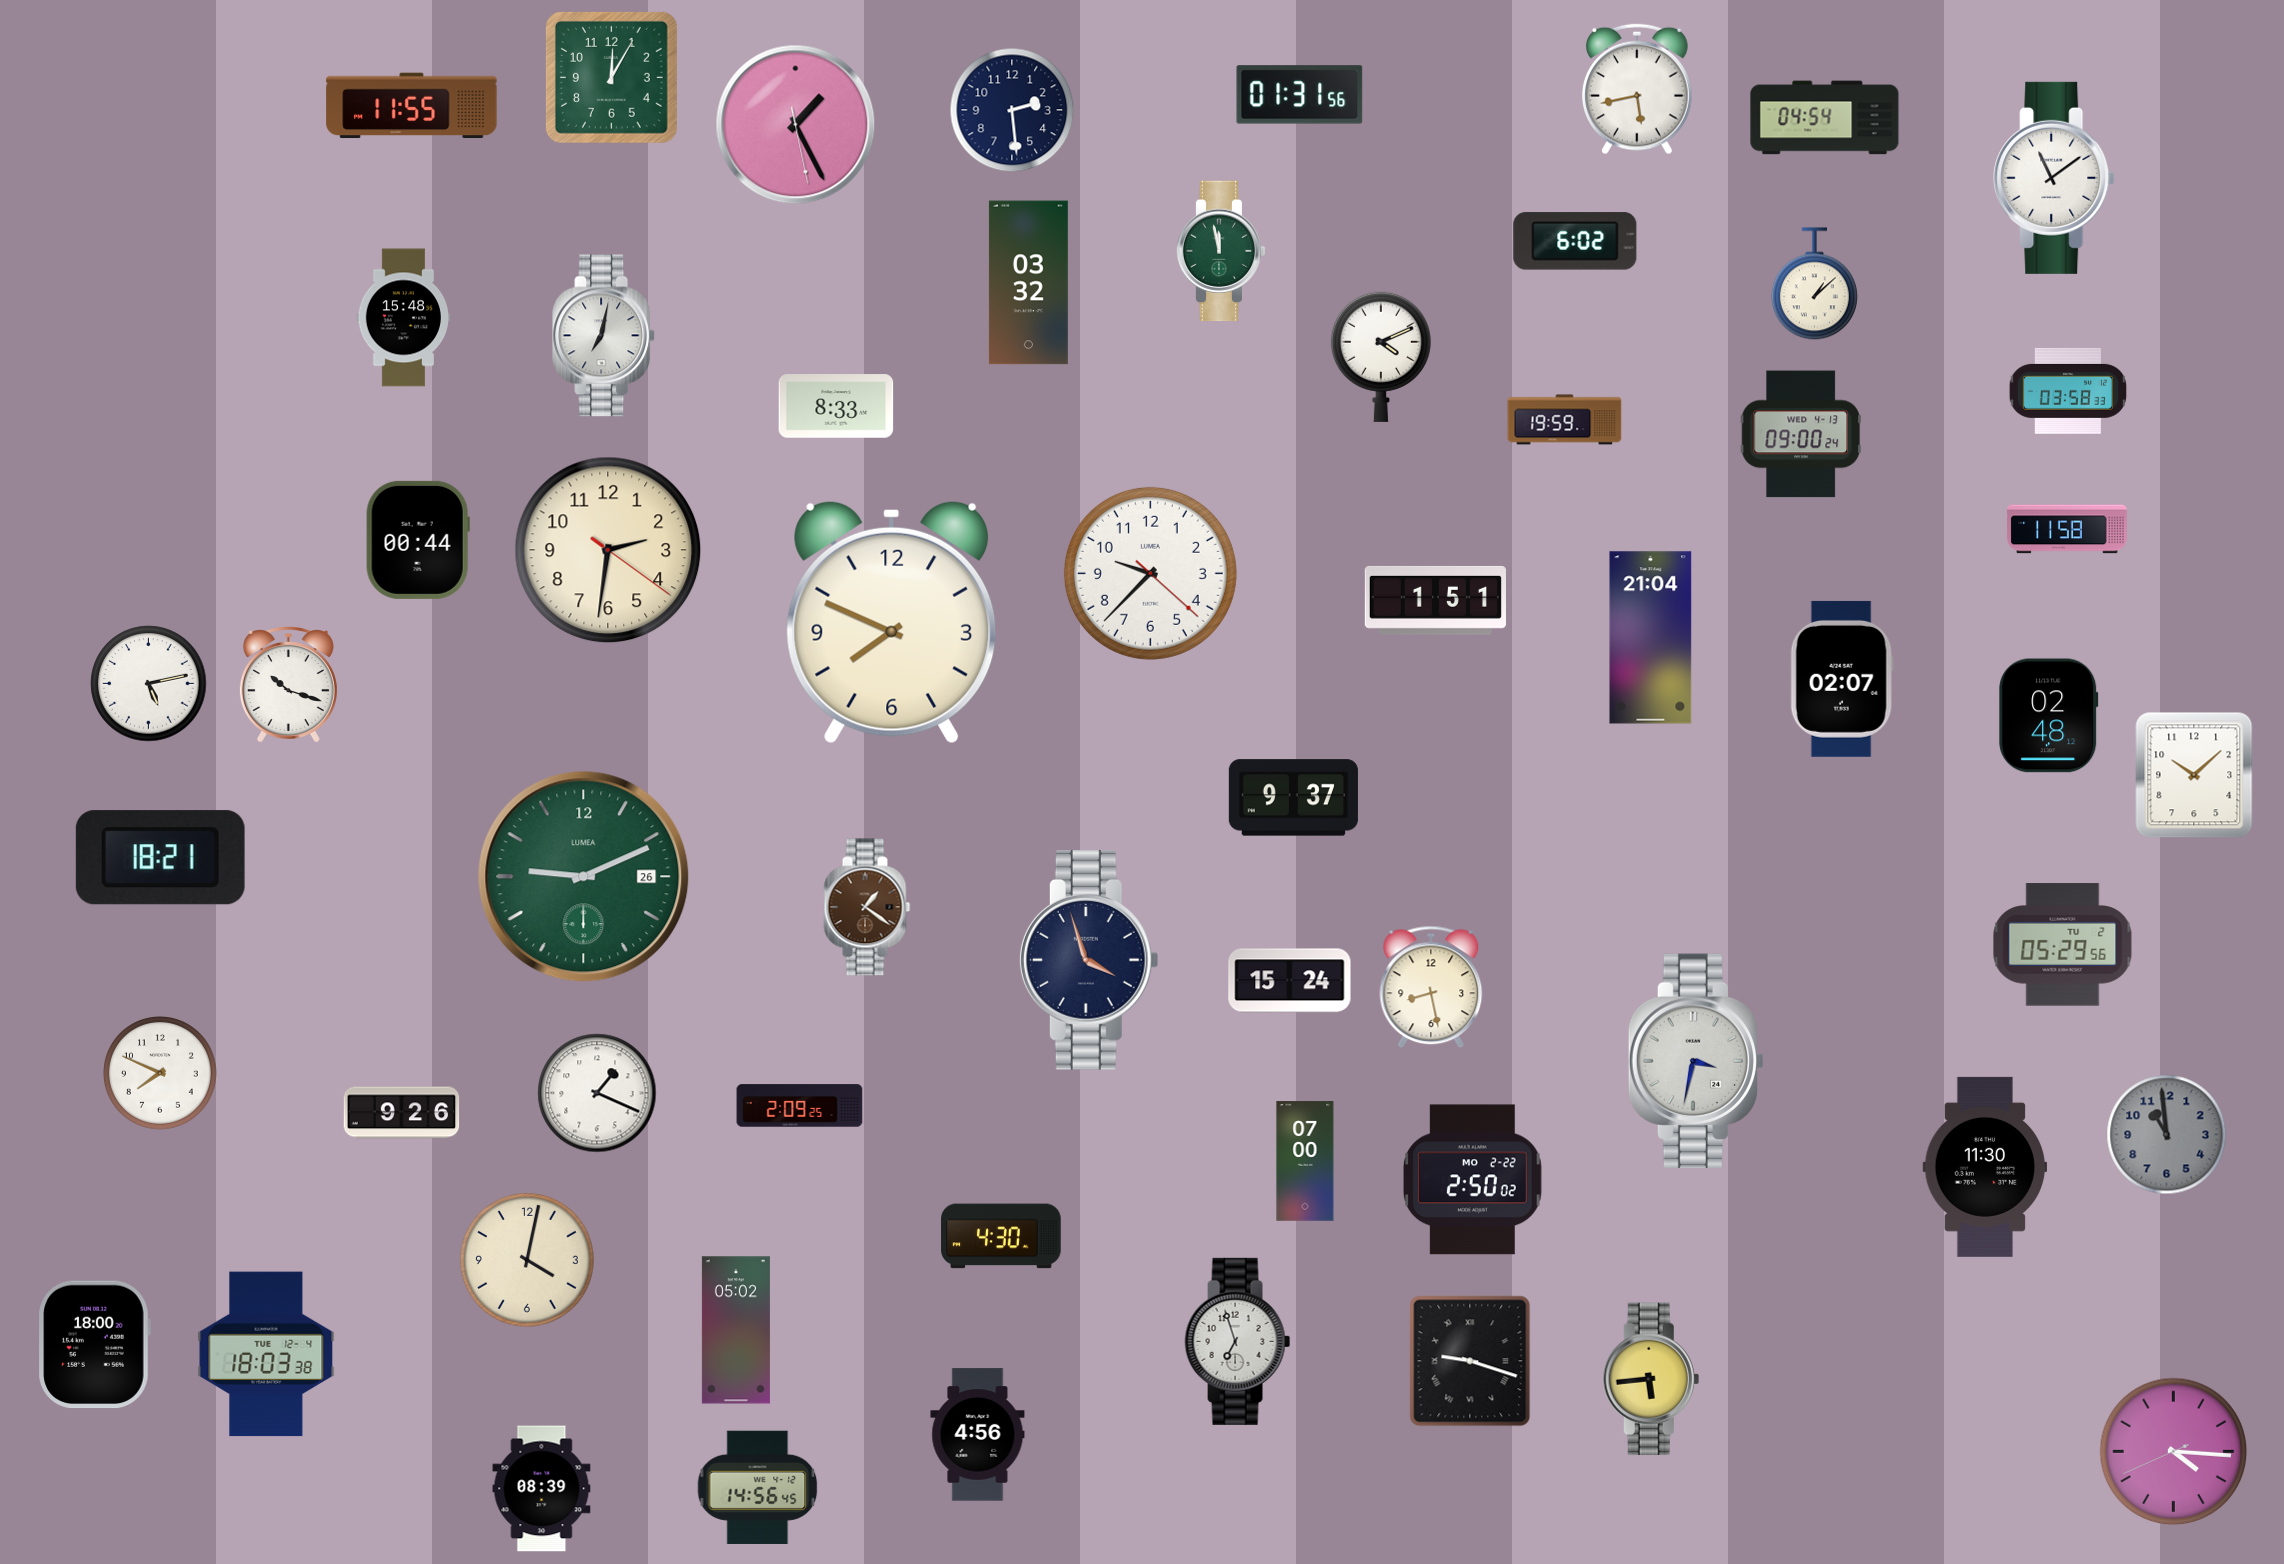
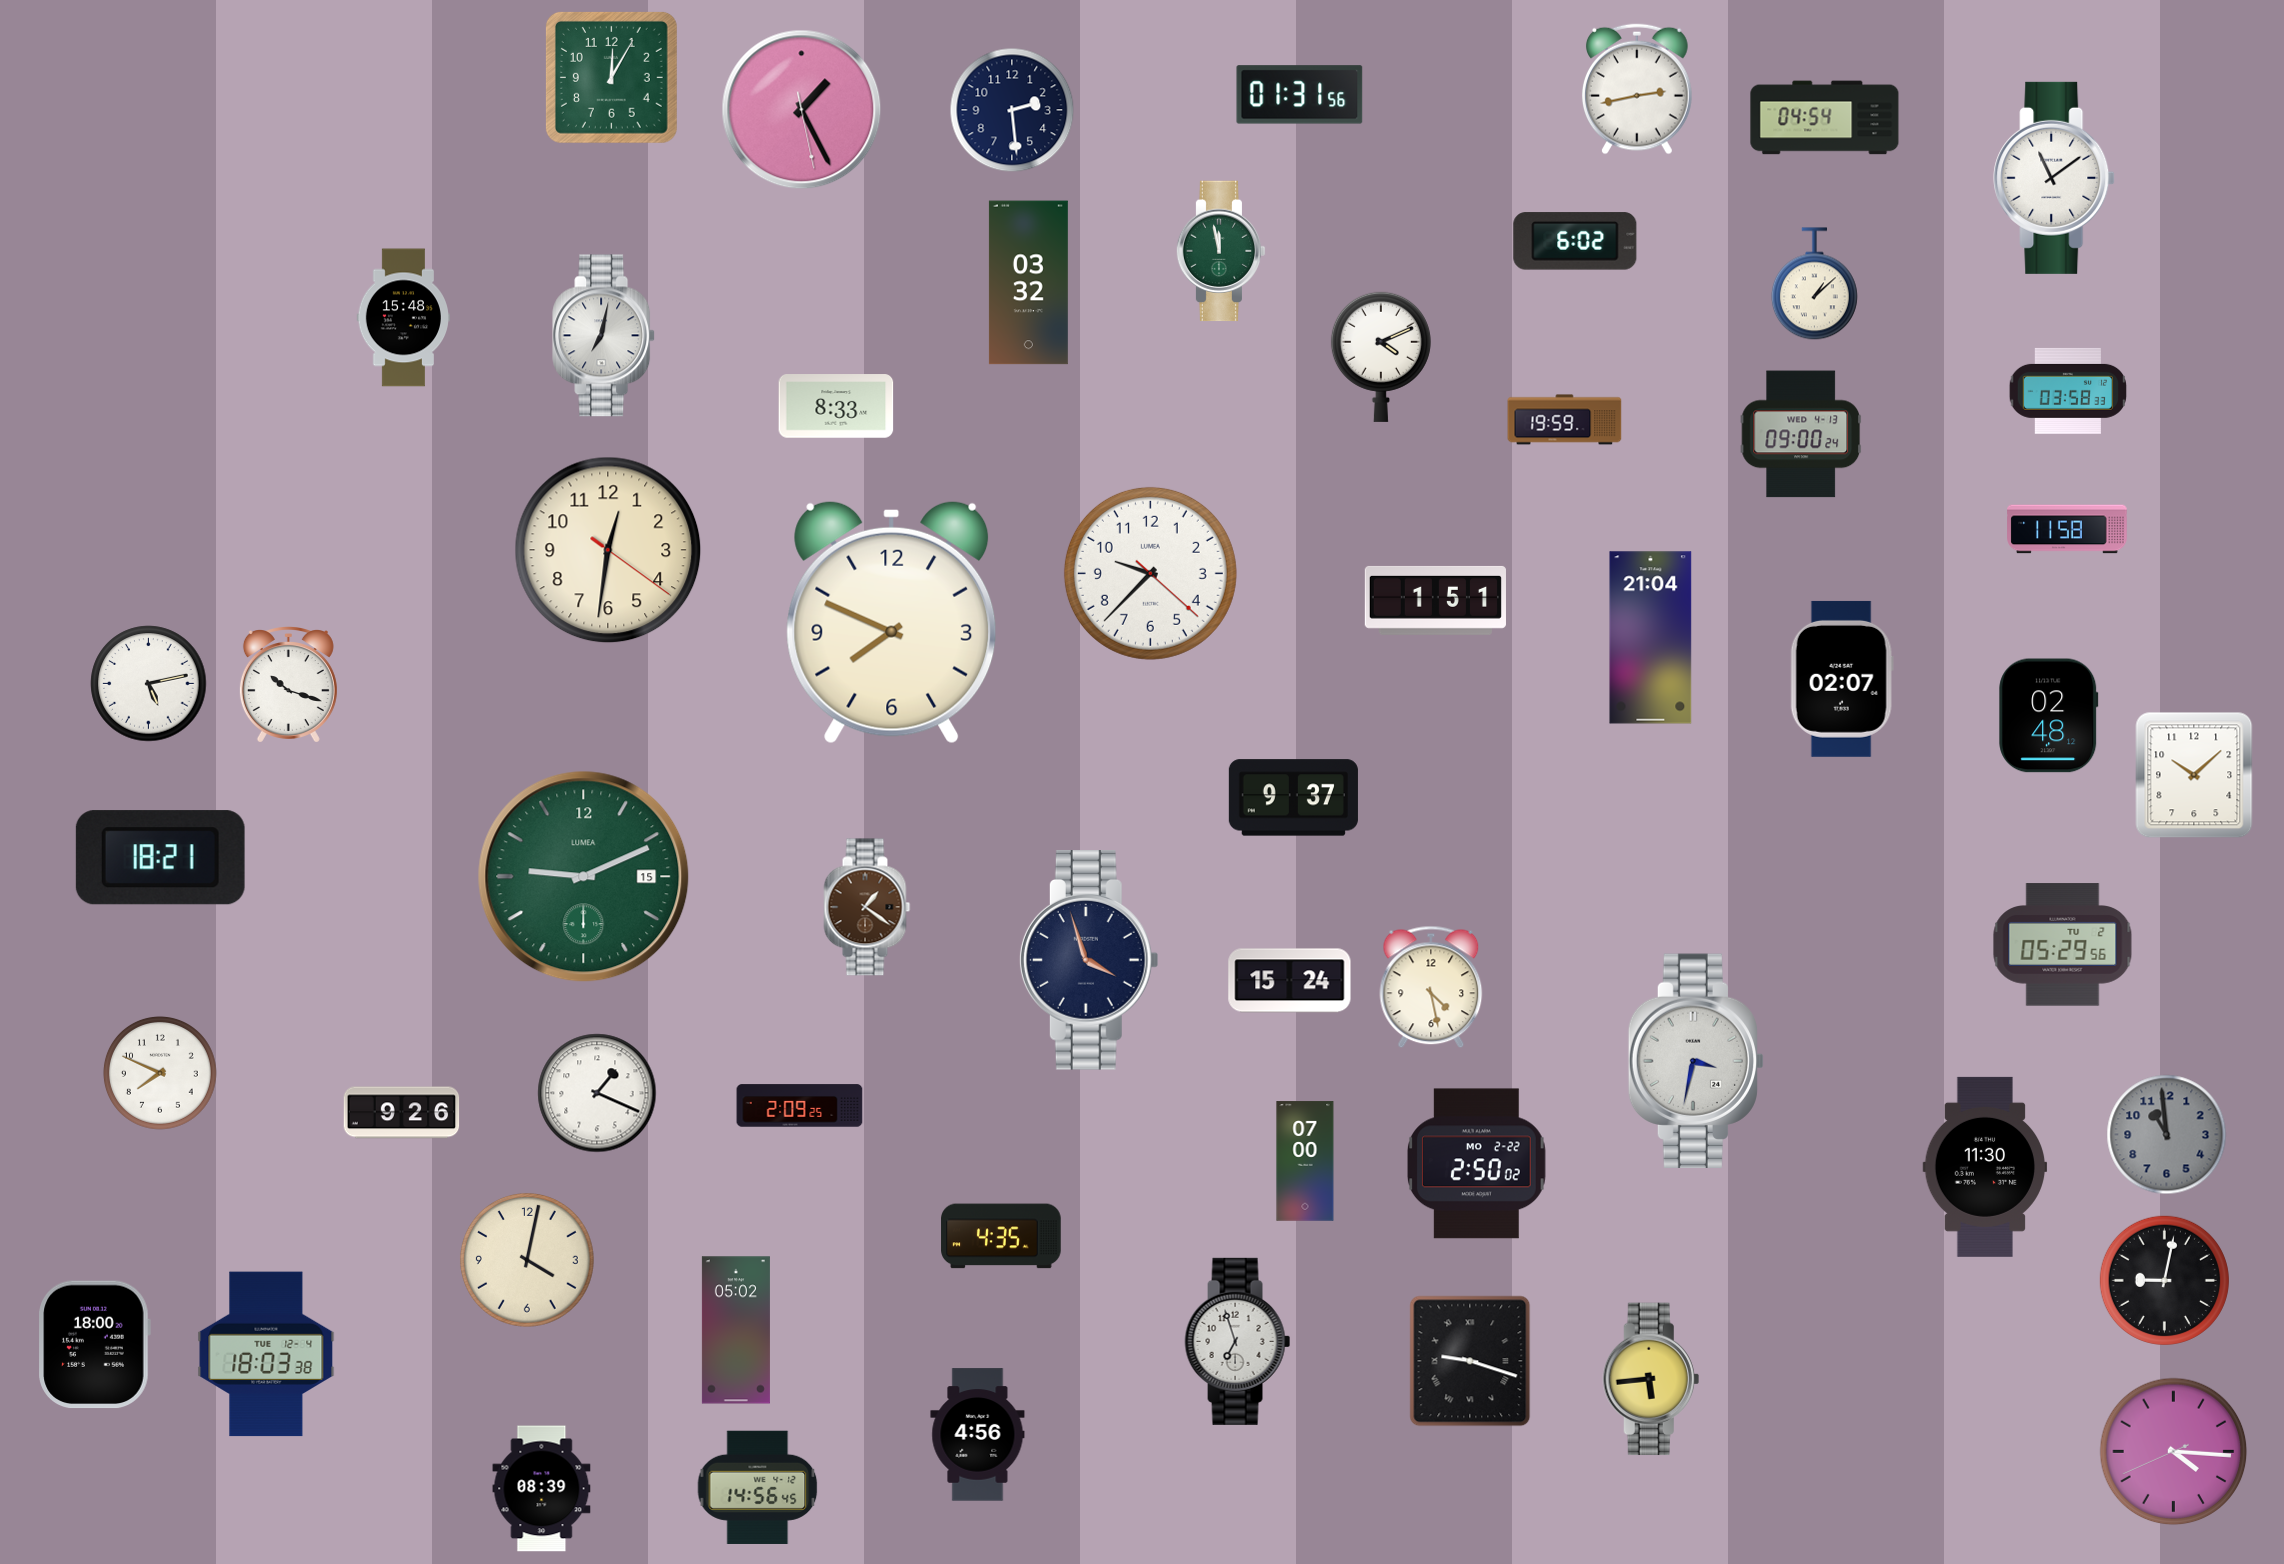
clock at (1637, 89): 5:43 -> 2:43
clock at (412, 106): 11:55 -> none
clock at (796, 125) position: (796, 125) -> (802, 110)
clock at (418, 540): 00:44 -> none
clock at (608, 550): 2:31 -> 12:31
clock at (584, 877) date: 26 -> 15
clock at (1431, 987): 8:28 -> 4:28
clock at (1473, 1180) position: (1473, 1180) -> (1477, 1164)
clock at (1001, 1236): 4:30 -> 4:35
clock at (2164, 1280): none -> 9:02
